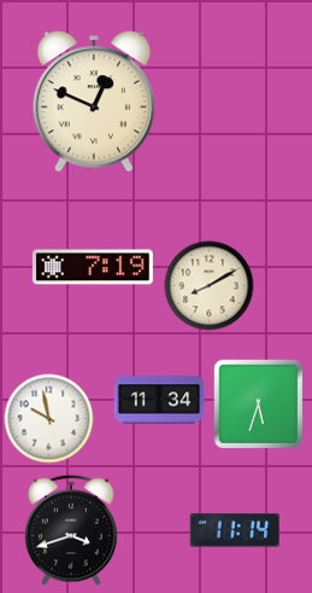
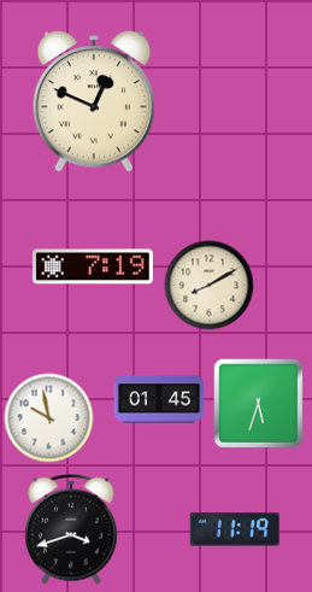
clock at (159, 400): 11:34 -> 01:45
clock at (234, 530): 11:14 -> 11:19
